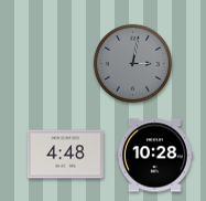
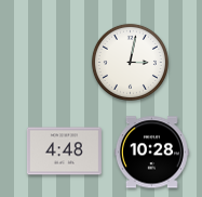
clock at (132, 63) dial: grey -> white
